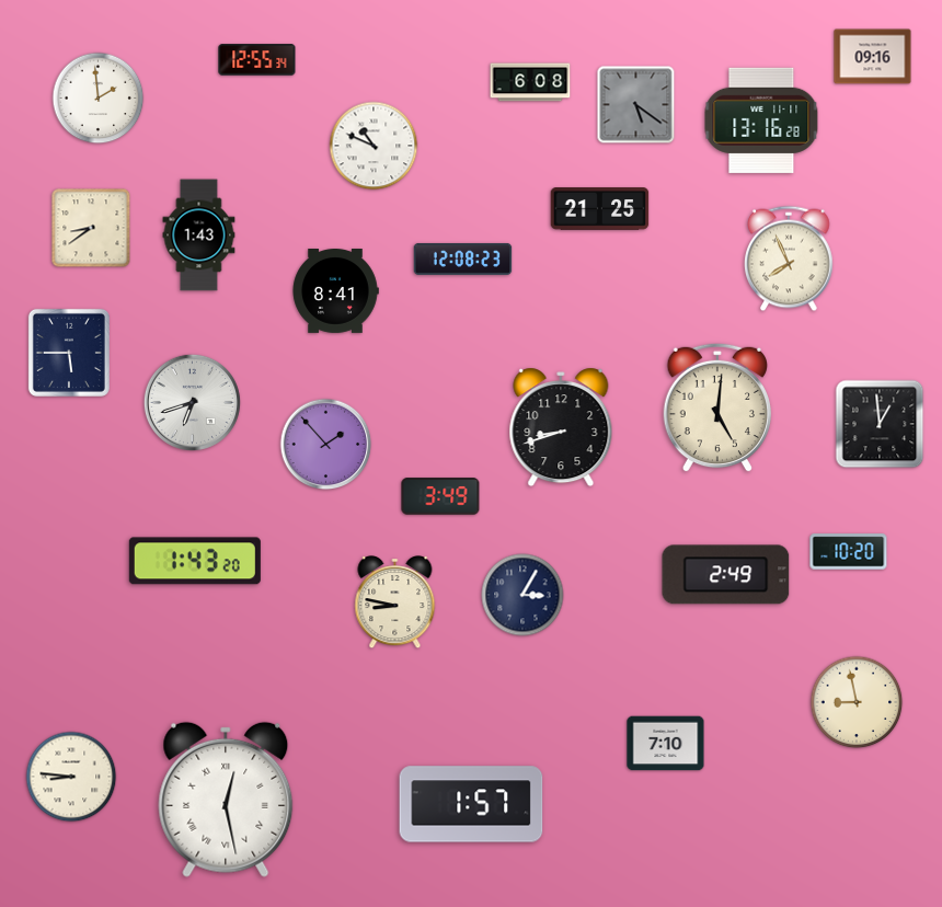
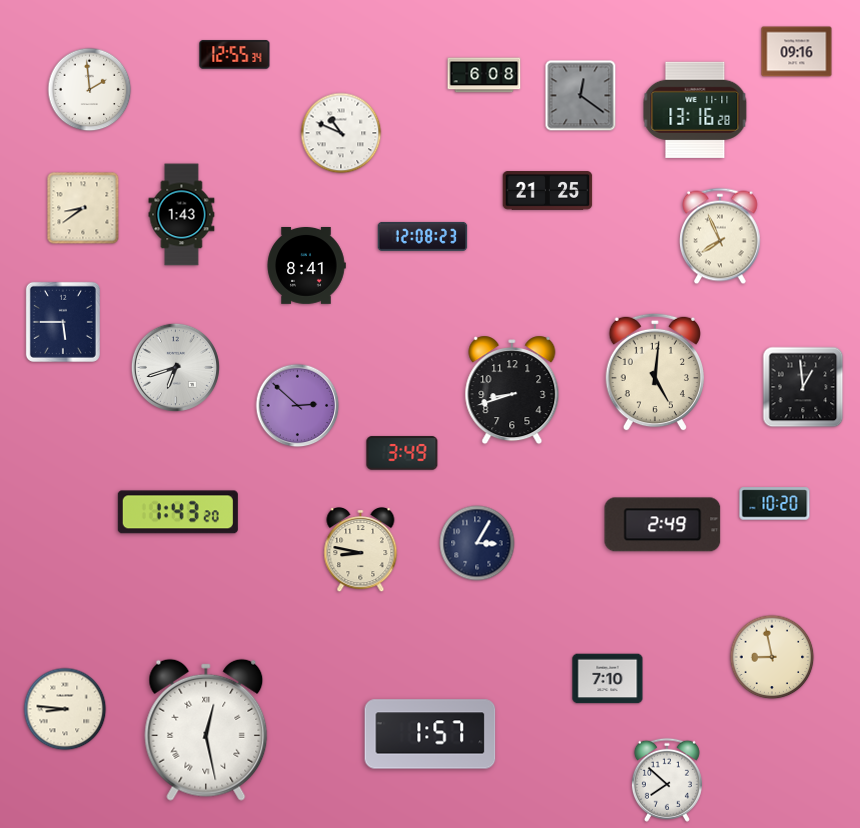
clock at (636, 105): 5:21 -> 12:21
clock at (326, 445): 1:53 -> 2:52
clock at (857, 702) position: (857, 702) -> (772, 657)
clock at (667, 780): none -> 7:52
